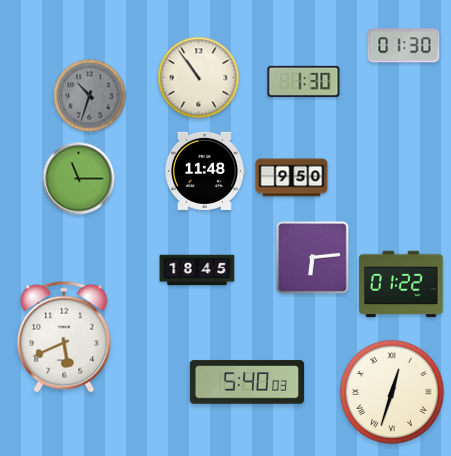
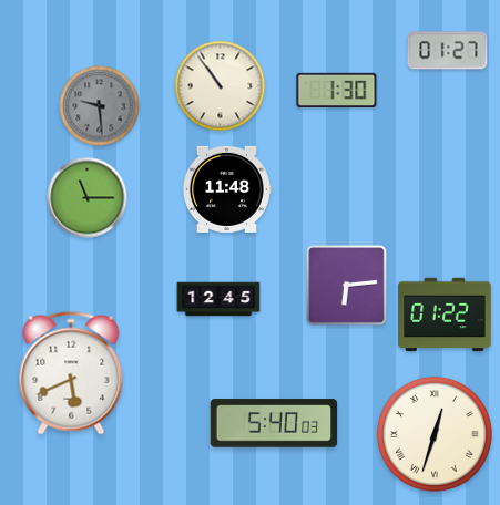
clock at (404, 46): 01:30 -> 01:27
clock at (90, 96): 10:33 -> 9:29
clock at (292, 178): 9:50 -> none
clock at (197, 270): 18:45 -> 12:45
